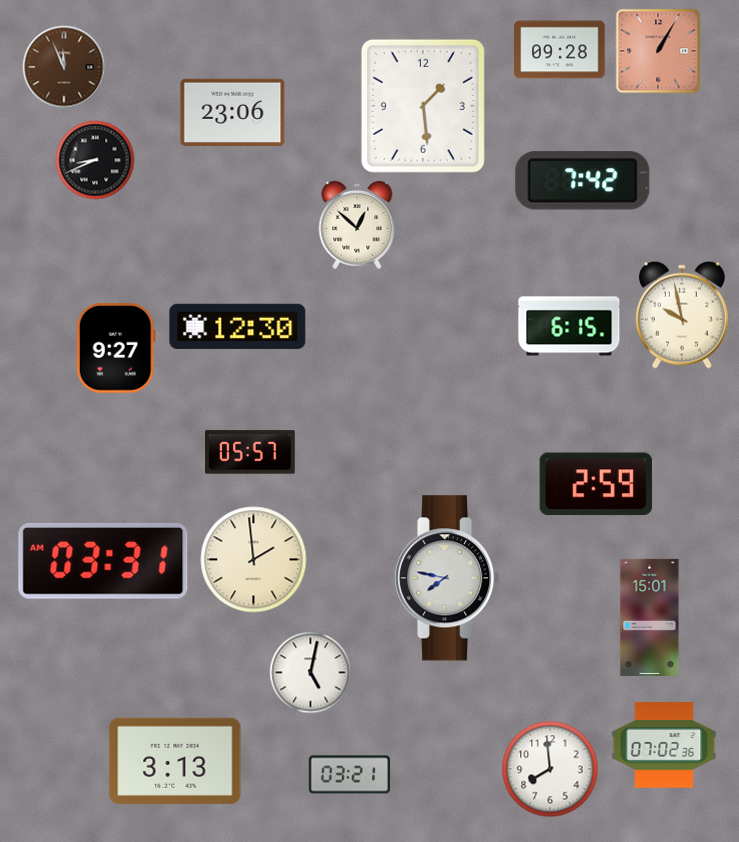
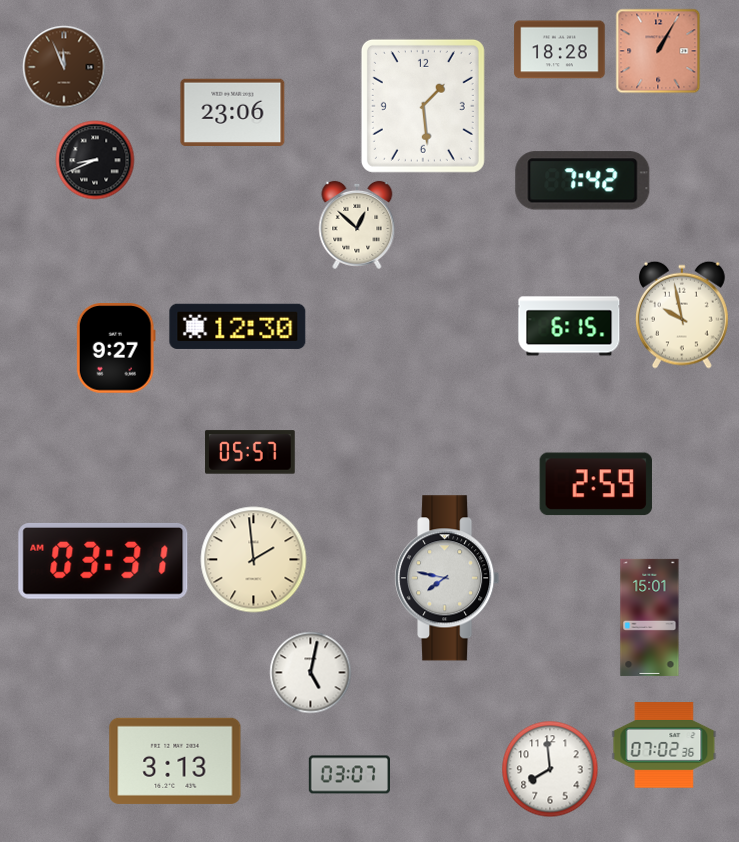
clock at (560, 50): 09:28 -> 18:28
clock at (349, 775): 03:21 -> 03:07
